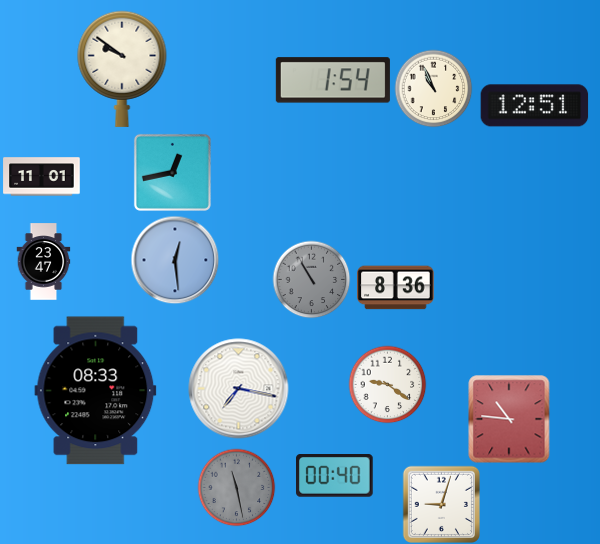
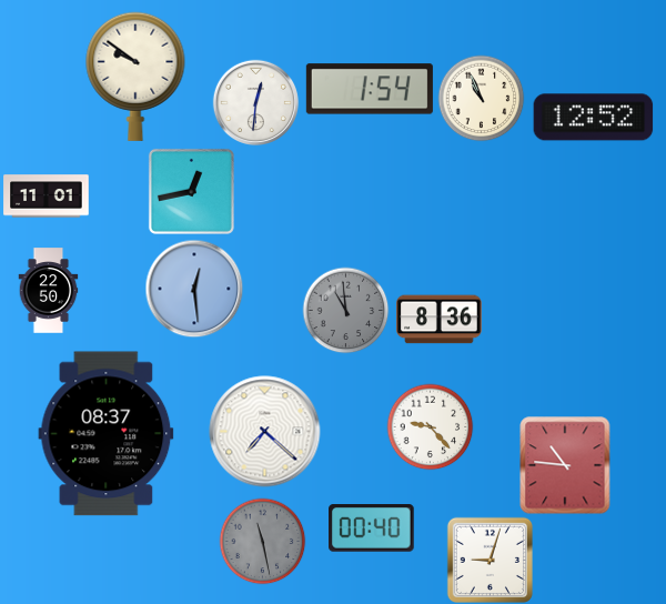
clock at (255, 102): none -> 12:31
clock at (535, 106): 12:51 -> 12:52
clock at (44, 262): 23:47 -> 22:50
clock at (311, 279): 10:55 -> 10:59
clock at (387, 384): 9:21 -> 9:23
clock at (239, 389): 7:17 -> 7:22
clock at (96, 391): 08:33 -> 08:37
